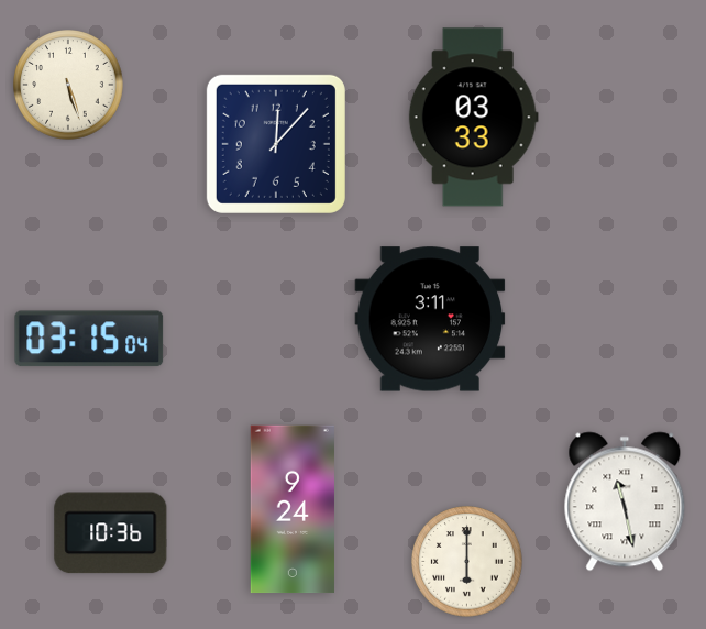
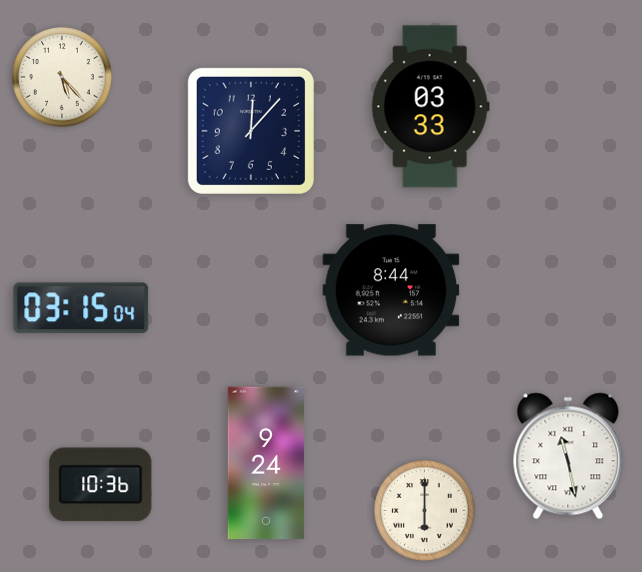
clock at (68, 85): 5:27 -> 5:23
clock at (430, 319): 3:11 -> 8:44
